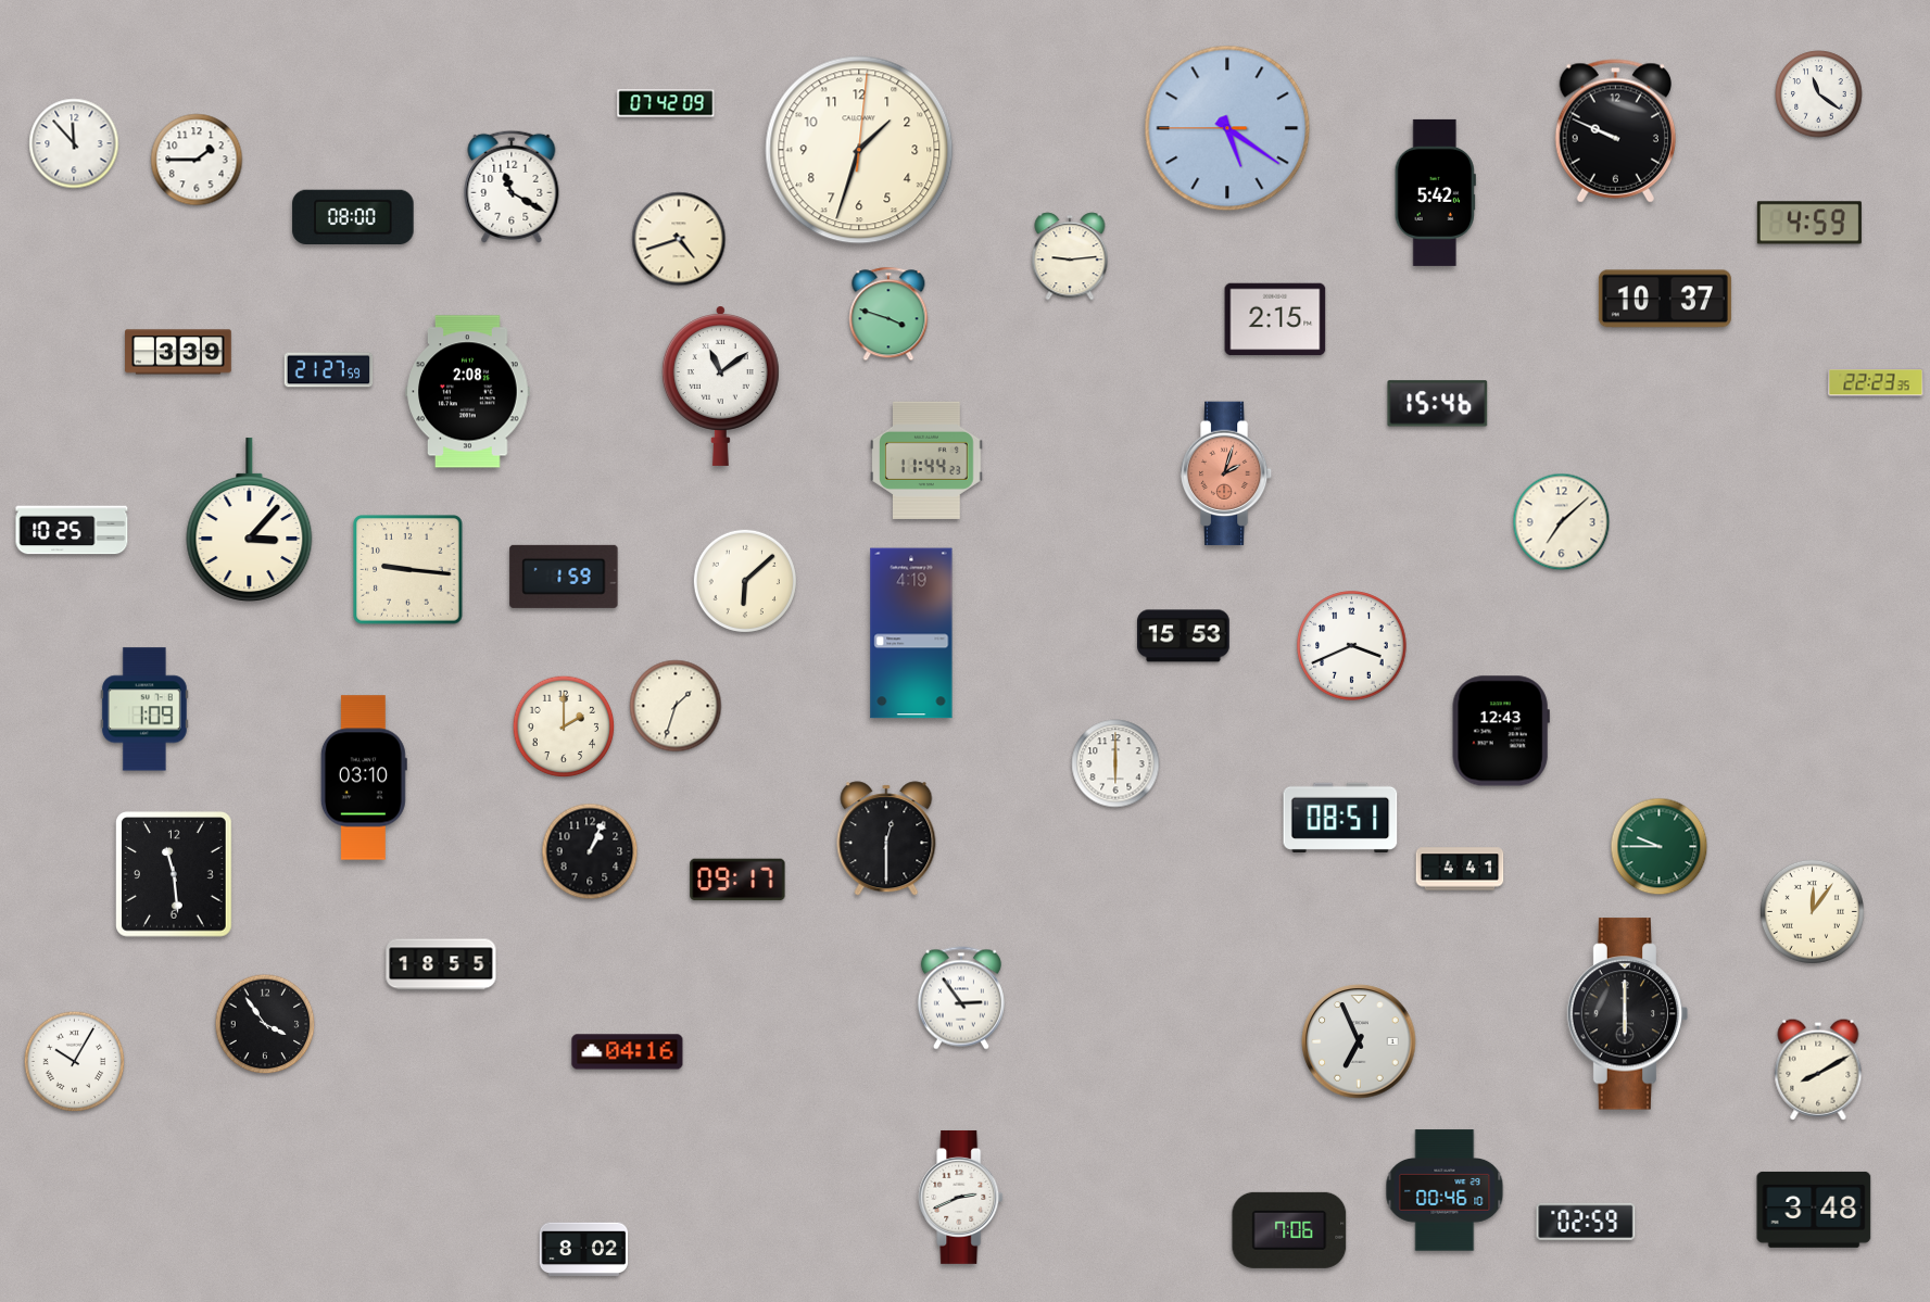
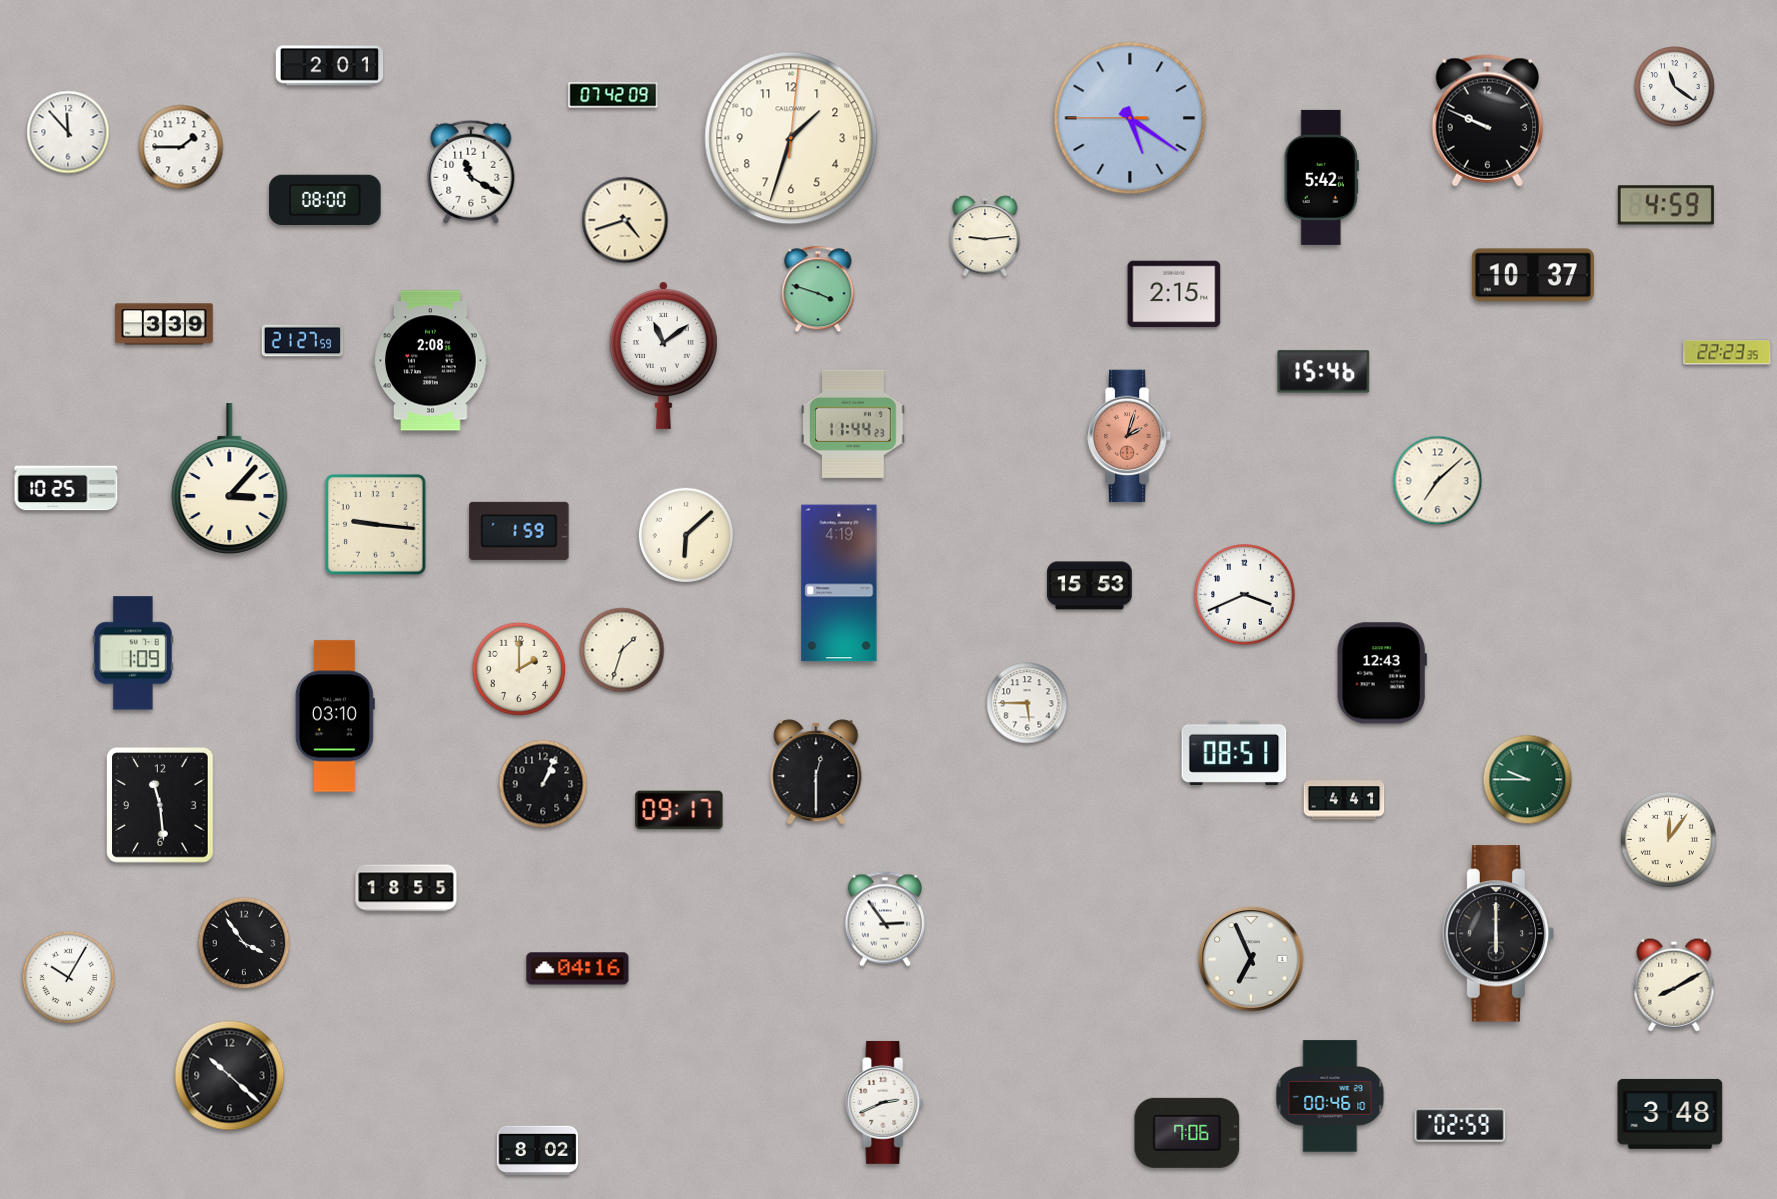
clock at (330, 66): none -> 2:01
clock at (1115, 763): 6:00 -> 5:45
clock at (230, 1076): none -> 10:22
